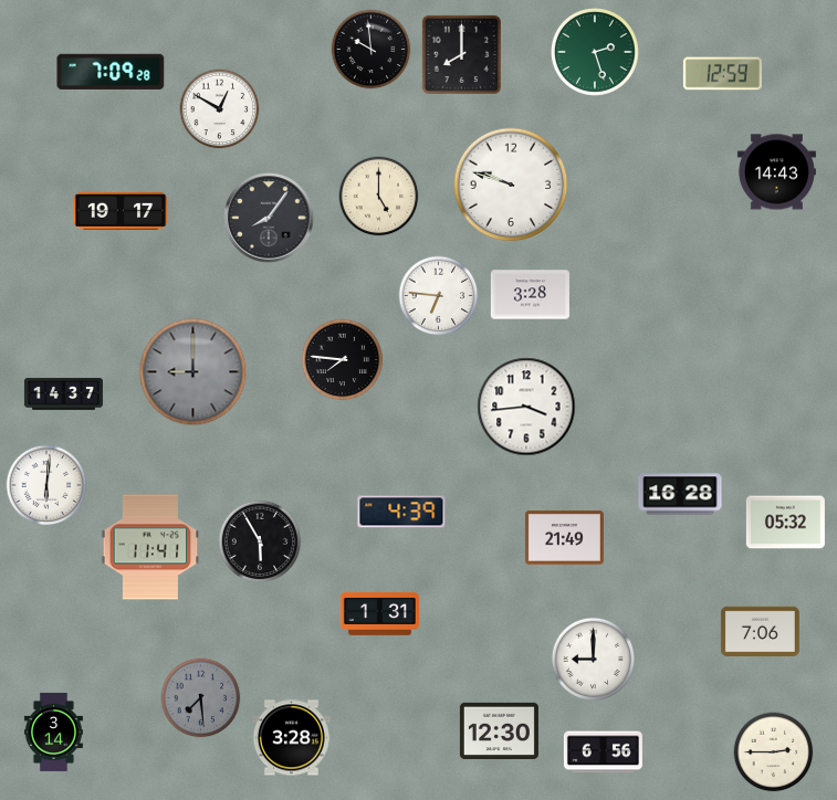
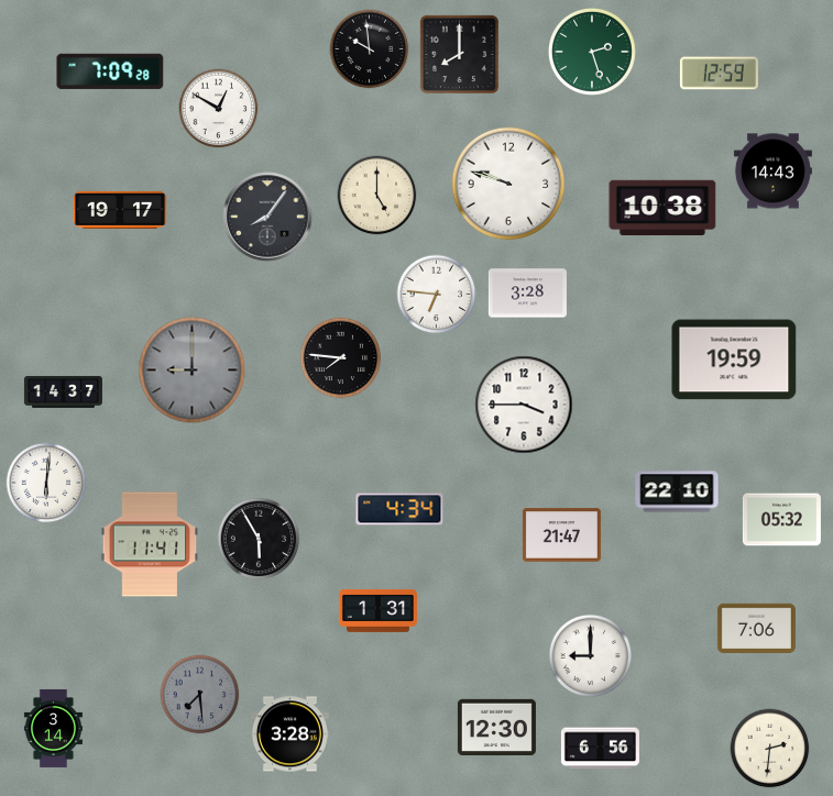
clock at (662, 207): none -> 10:38
clock at (734, 360): none -> 19:59
clock at (526, 407): 3:44 -> 3:45
clock at (680, 494): 16:28 -> 22:10
clock at (401, 512): 4:39 -> 4:34
clock at (564, 538): 21:49 -> 21:47
clock at (774, 752): 2:45 -> 2:31
